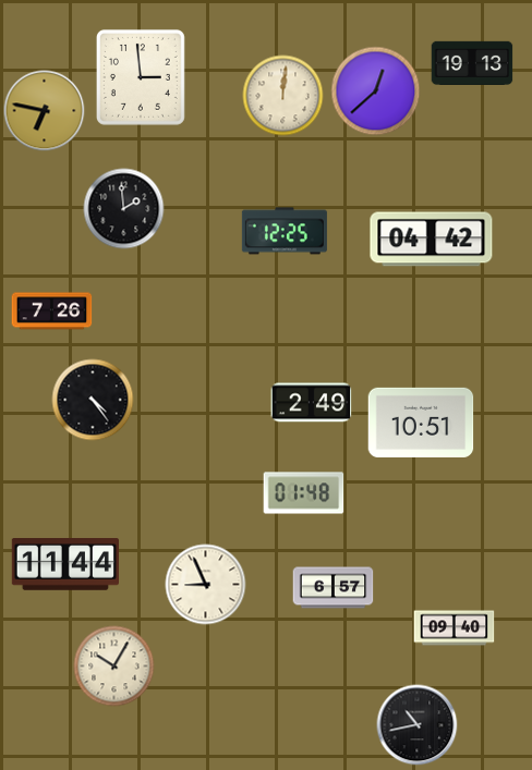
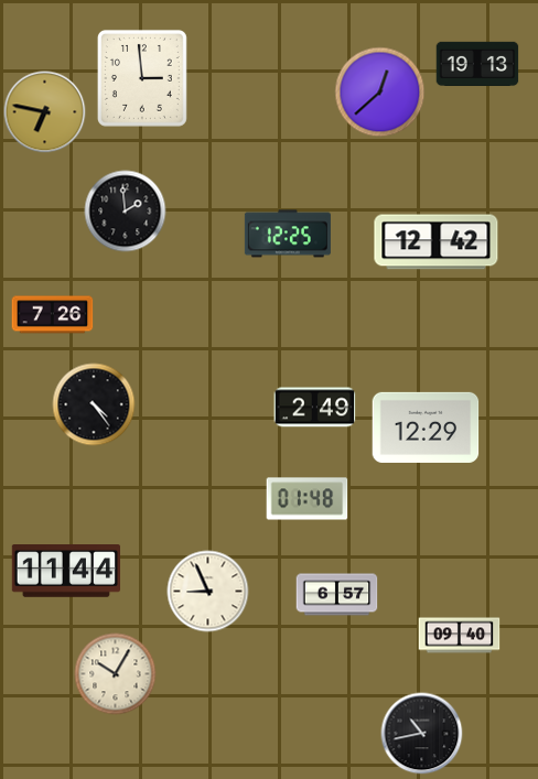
clock at (283, 96): 12:01 -> none
clock at (432, 240): 04:42 -> 12:42
clock at (421, 423): 10:51 -> 12:29
